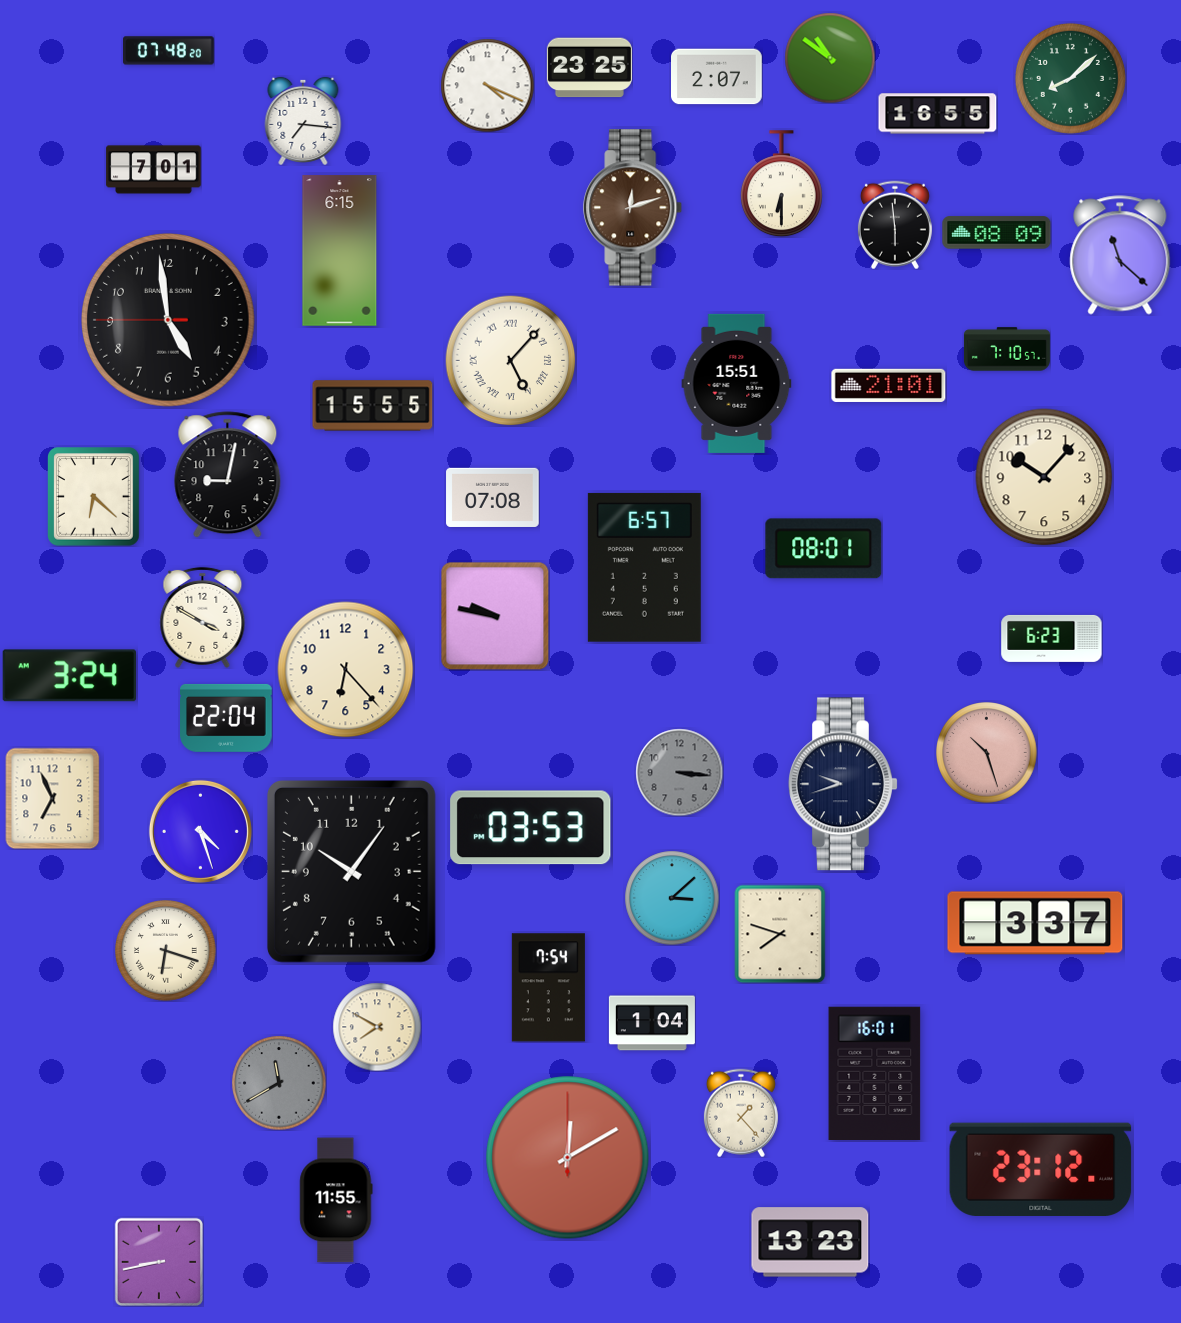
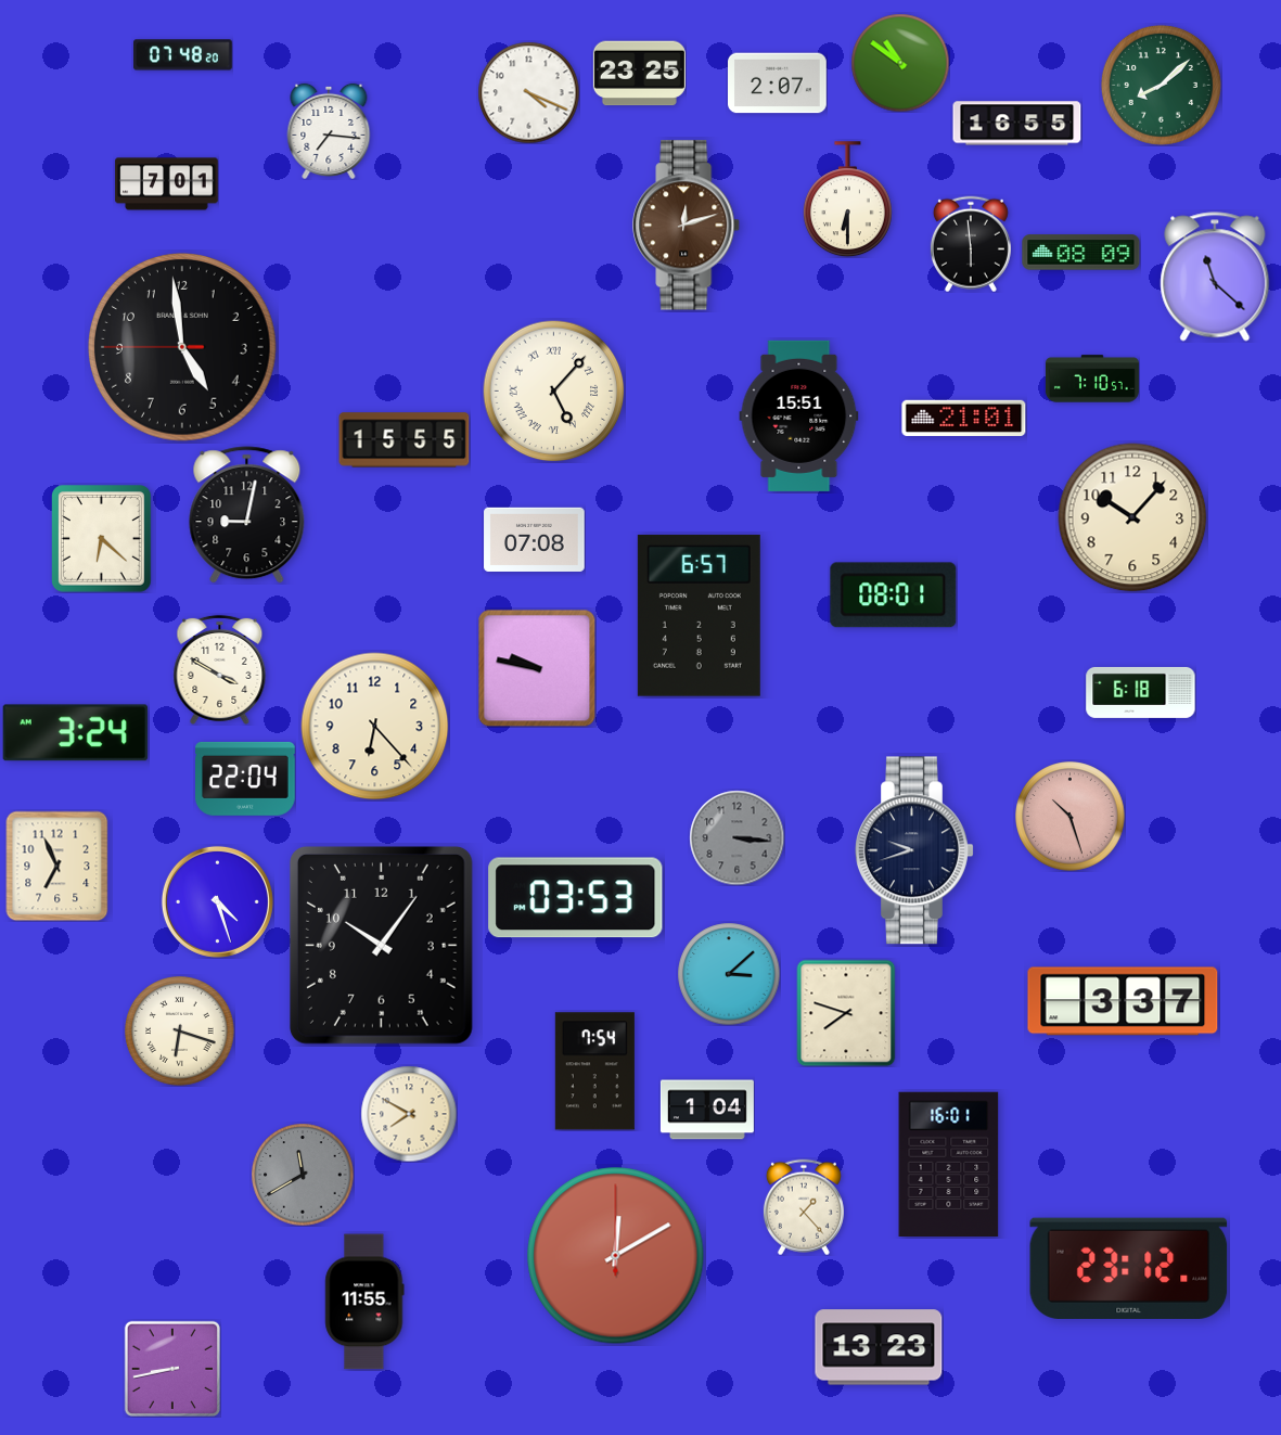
clock at (340, 251): 6:15 -> none
clock at (1052, 638): 6:23 -> 6:18
